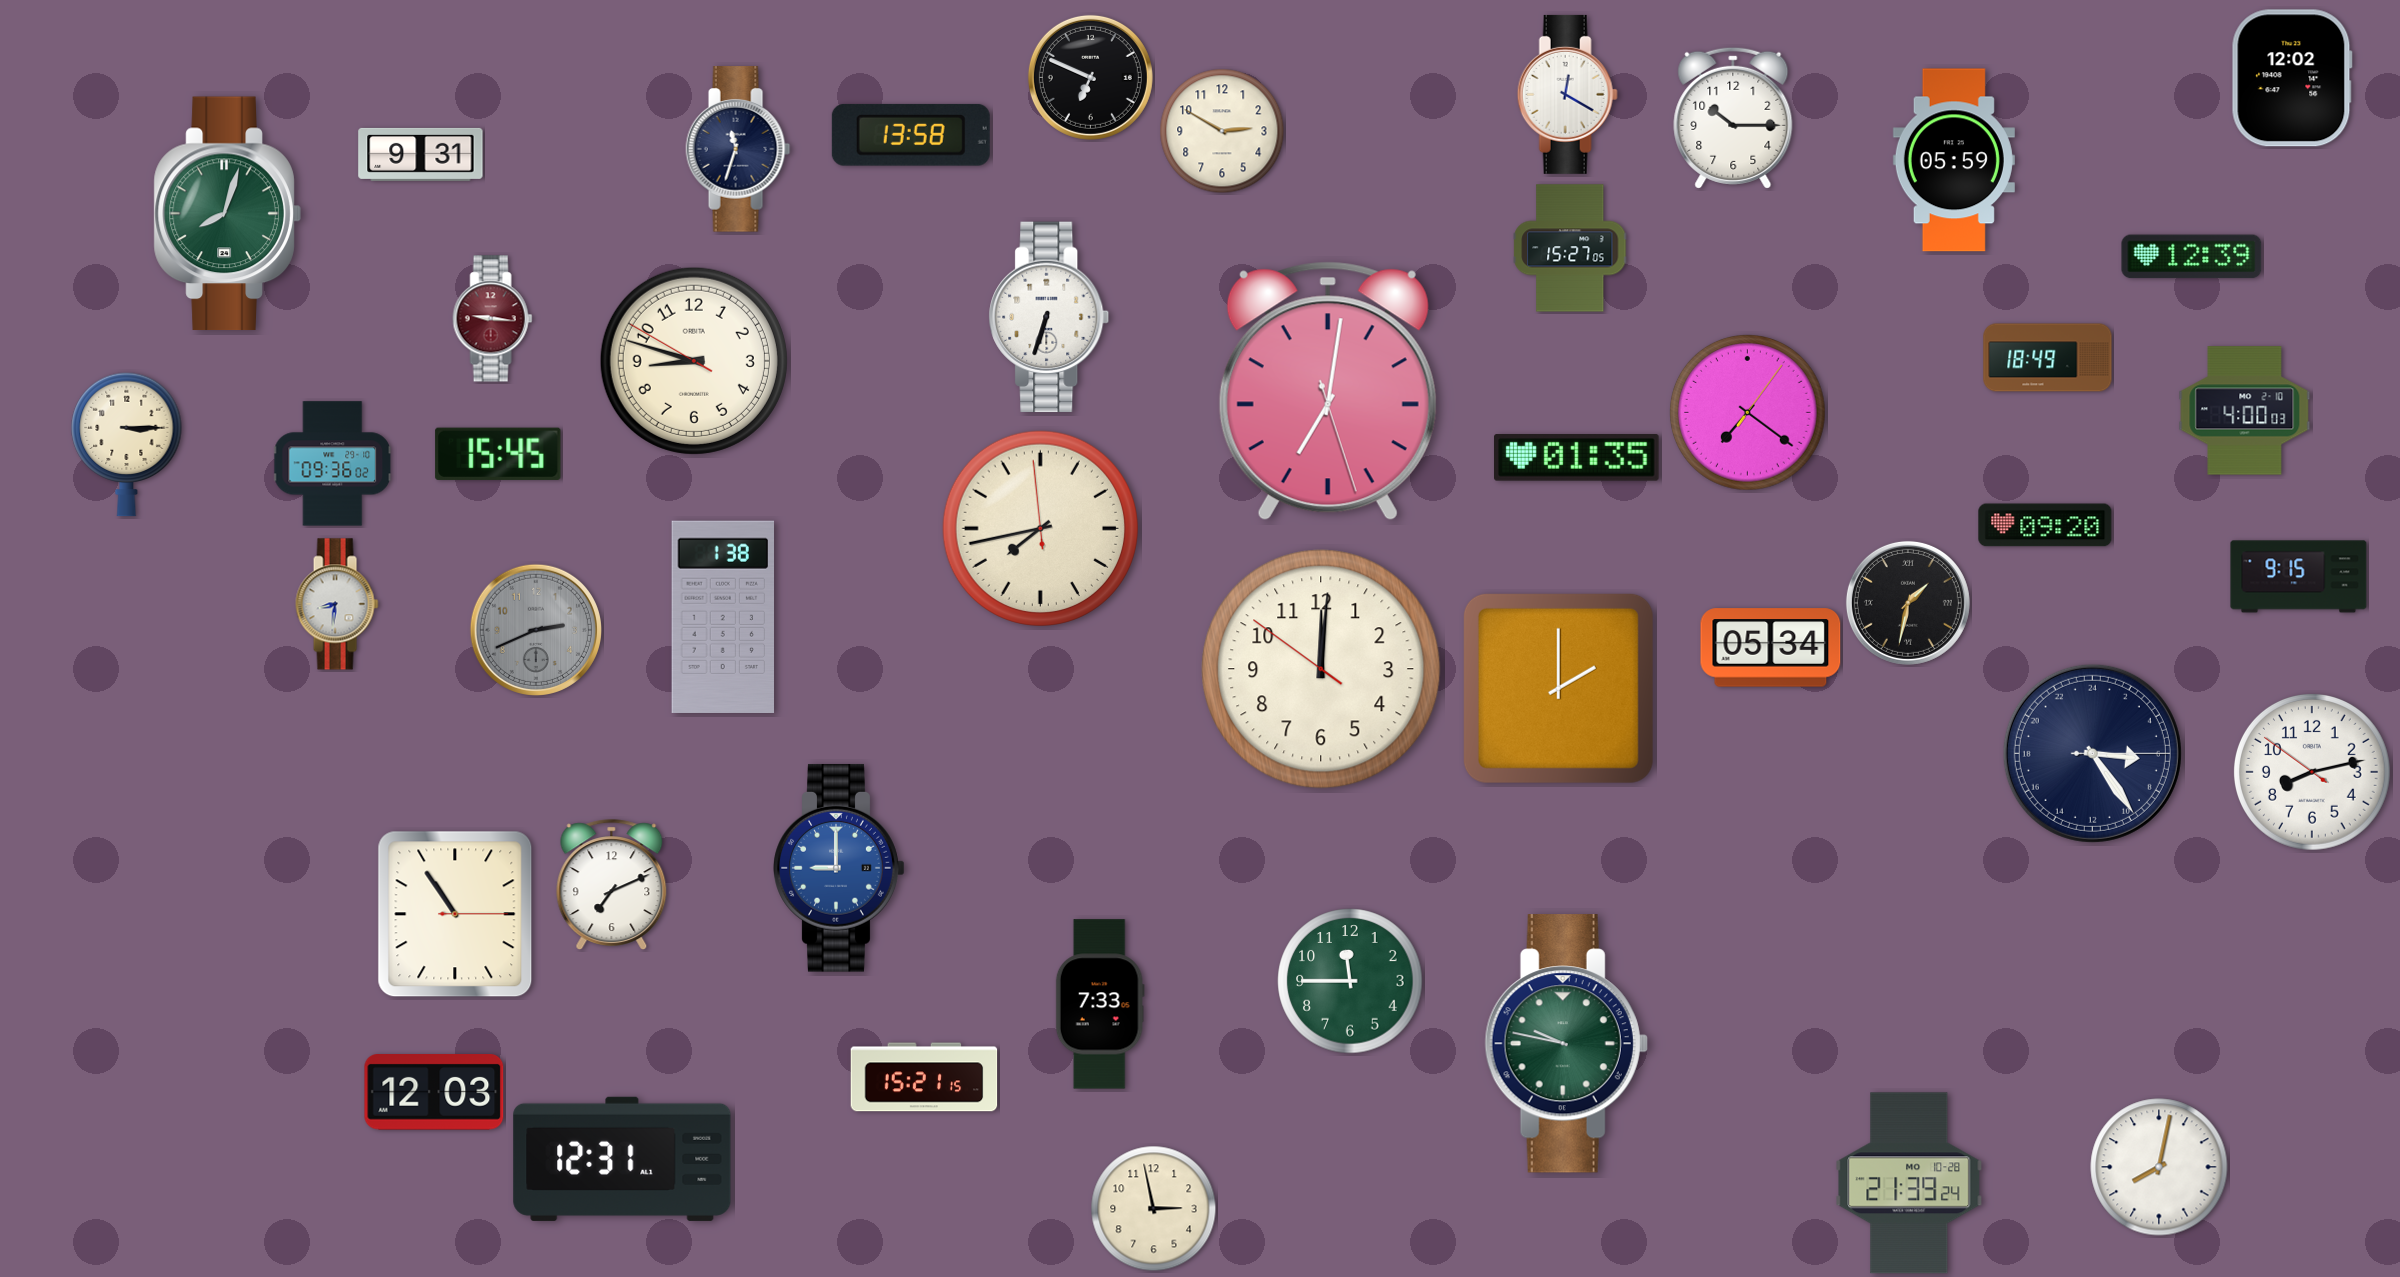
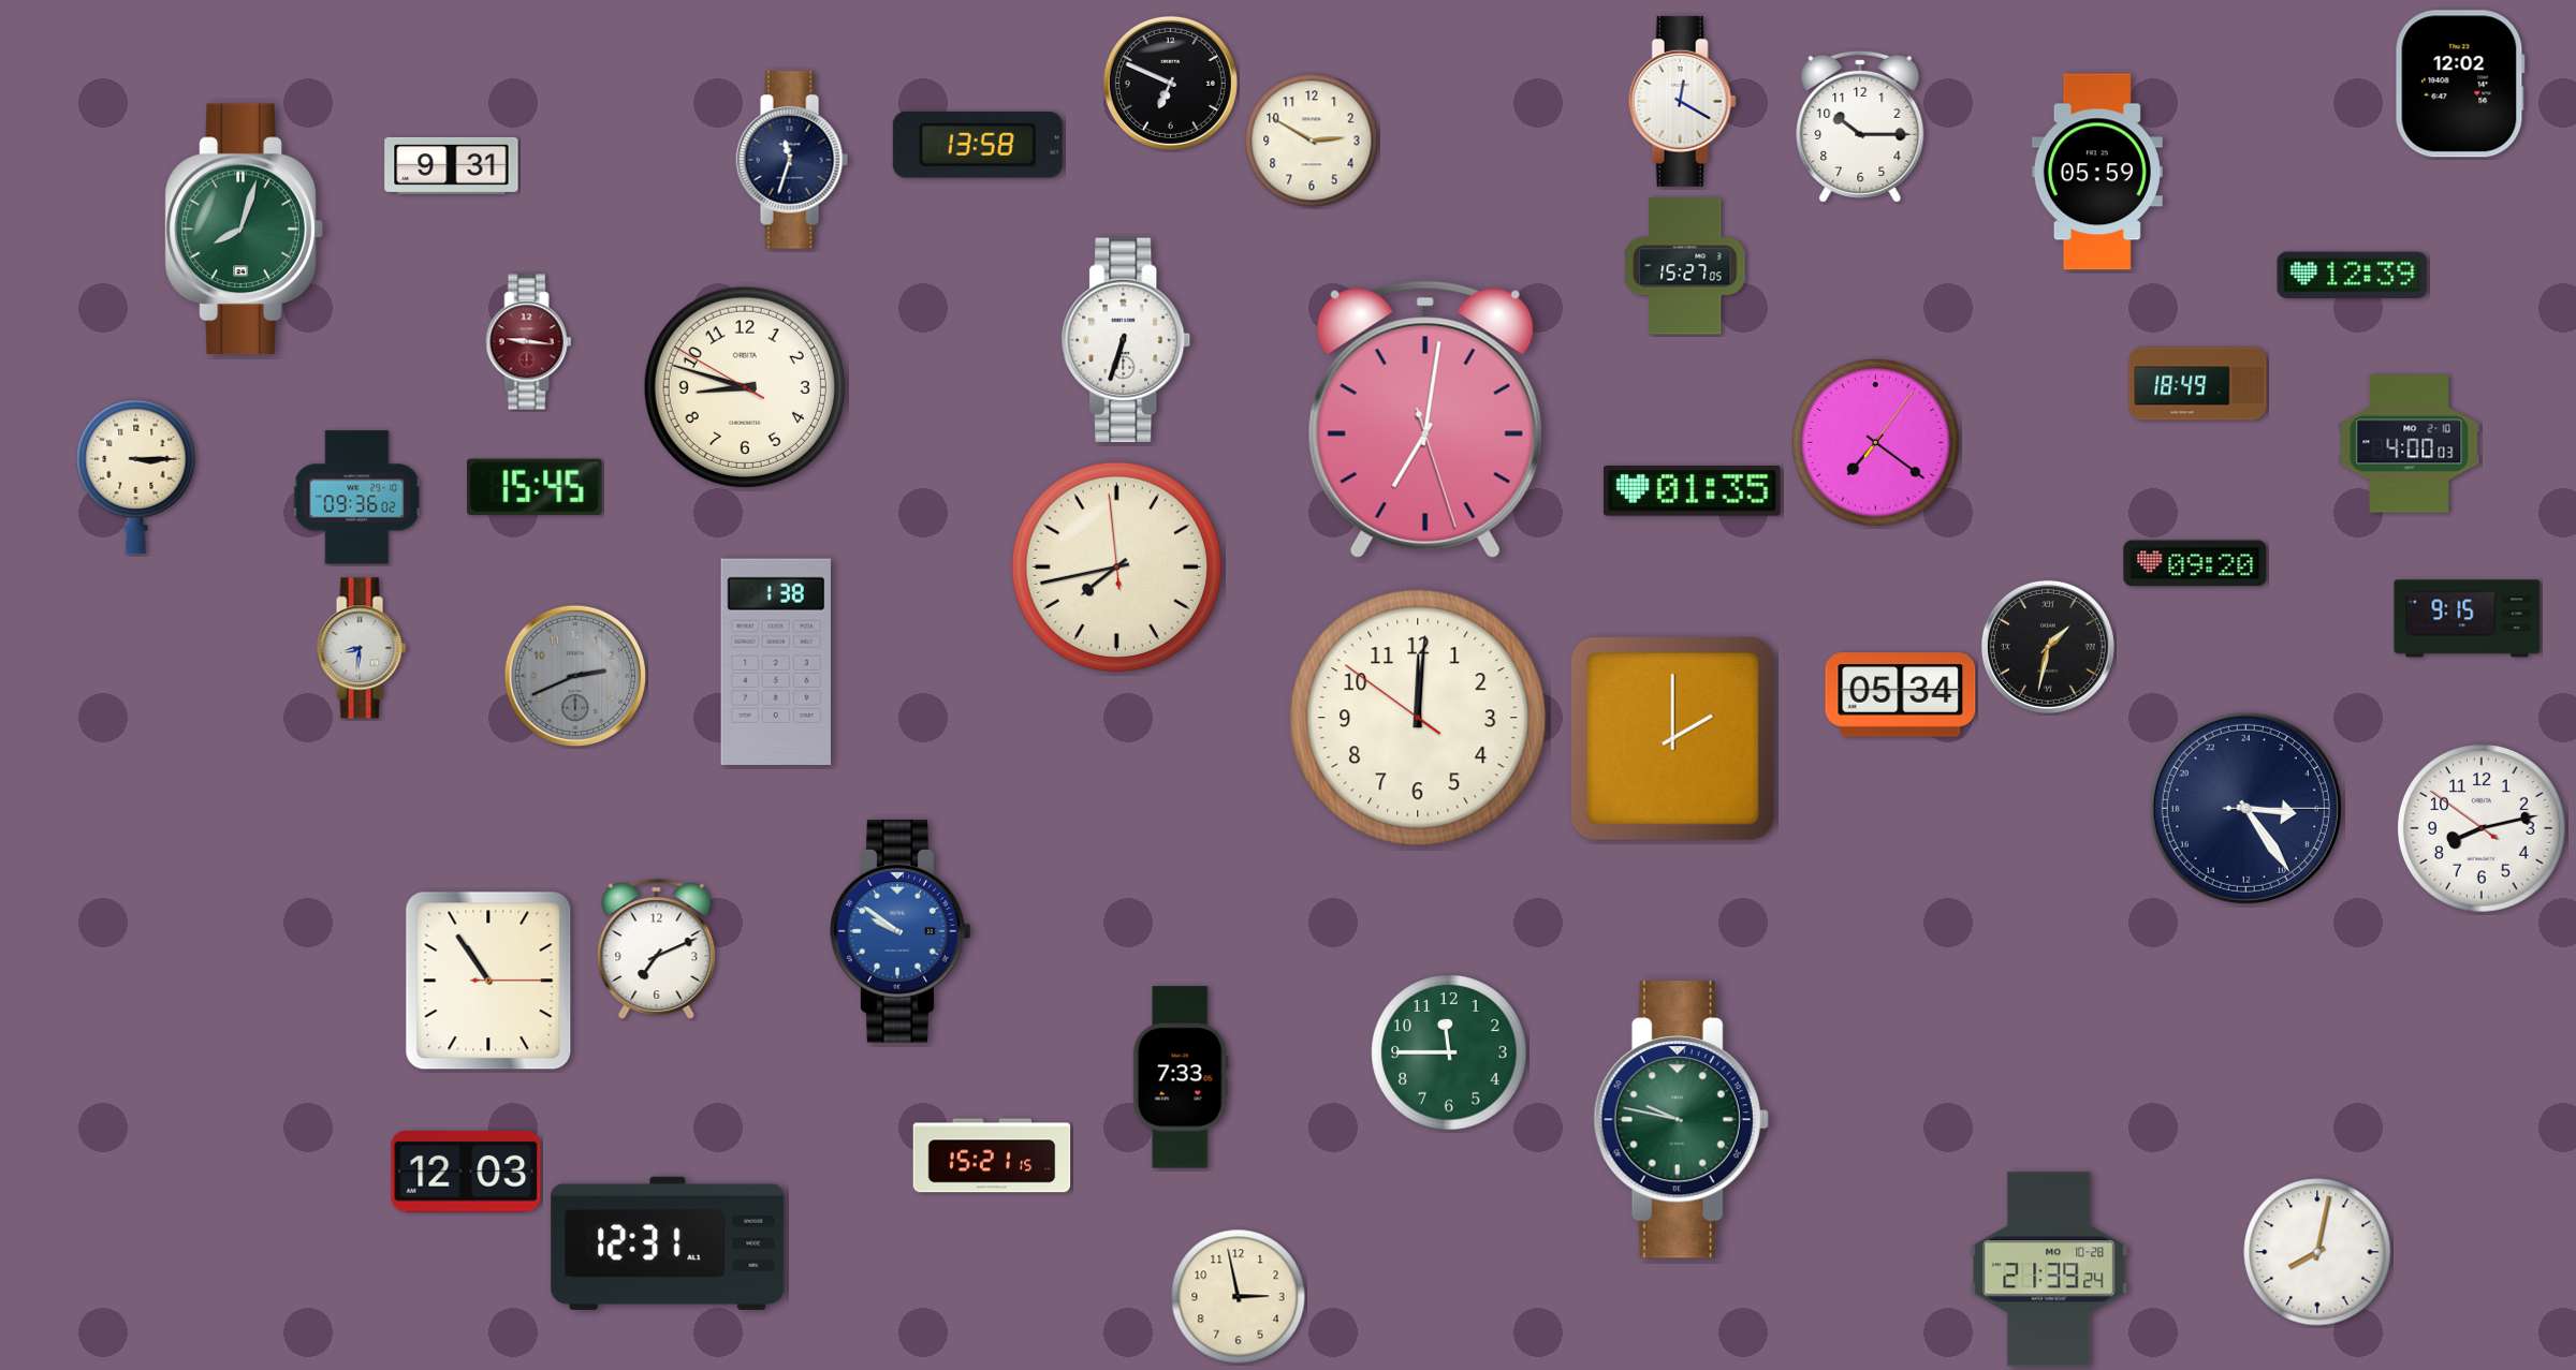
clock at (2245, 411) position: (2245, 411) -> (2410, 444)
clock at (839, 868): 9:00 -> 9:51
